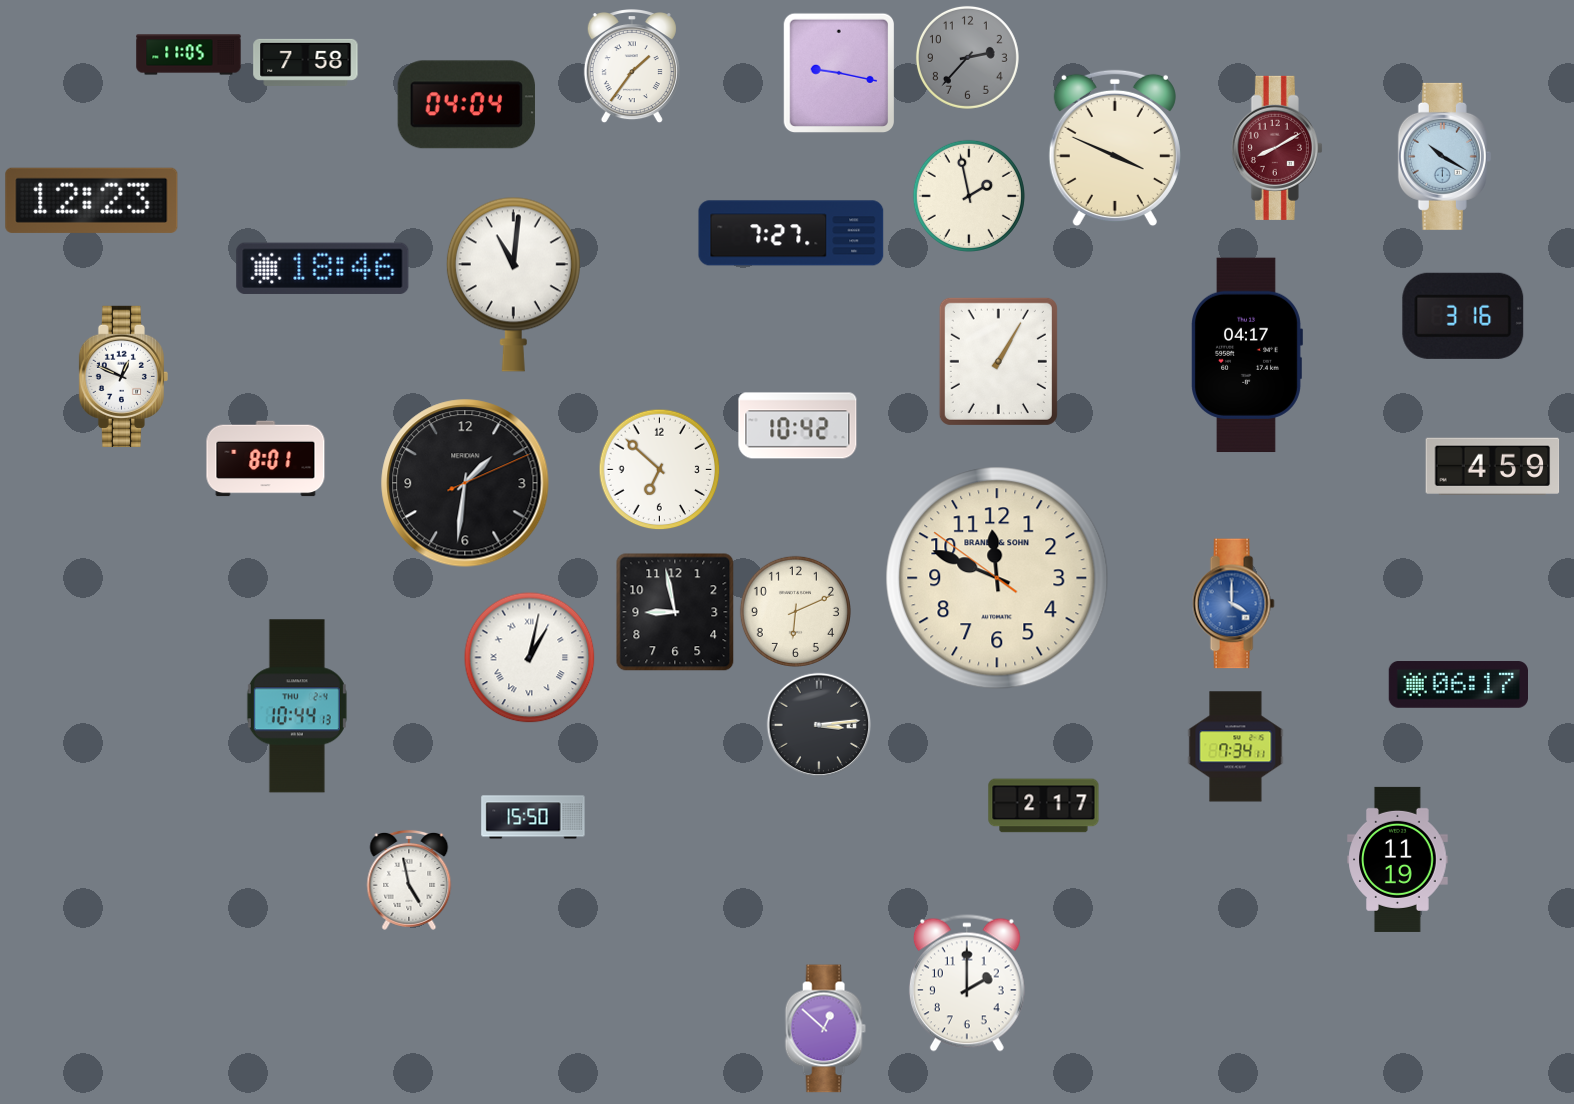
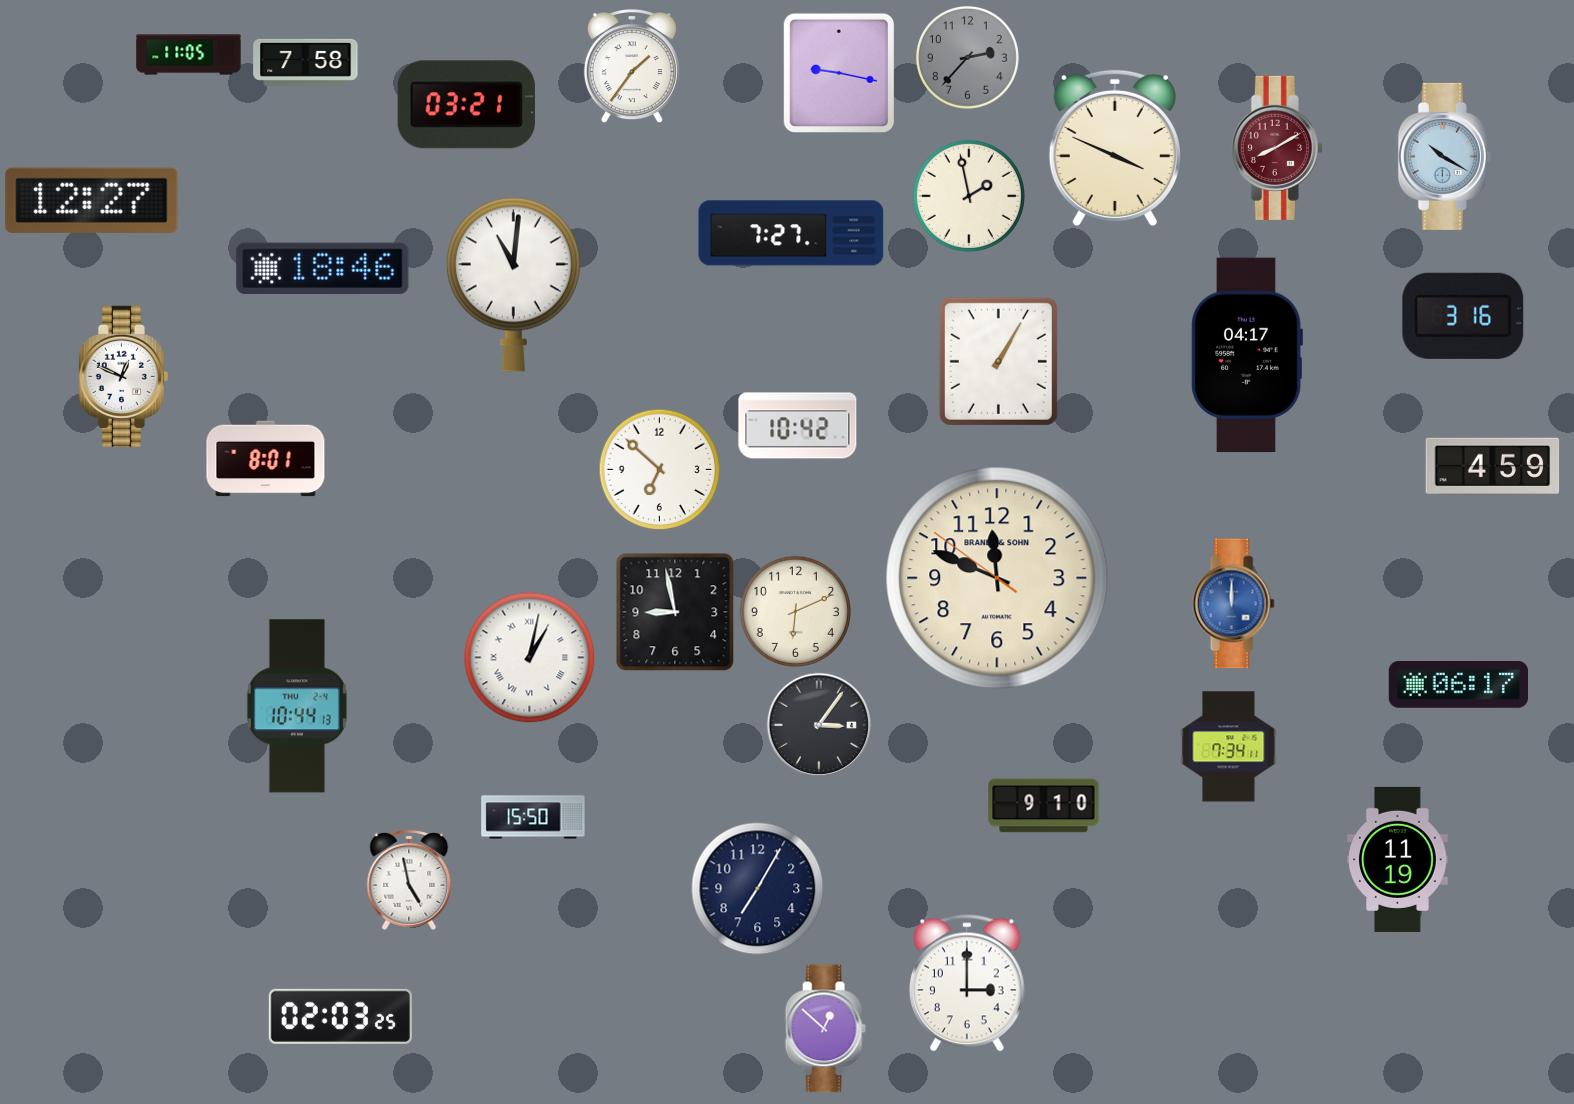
clock at (466, 105): 04:04 -> 03:21
clock at (92, 200): 12:23 -> 12:27
clock at (465, 483): 1:31 -> none
clock at (1233, 604): 4:00 -> 12:00
clock at (818, 724): 3:14 -> 3:06
clock at (1236, 747) position: (1236, 747) -> (1229, 747)
clock at (1044, 806): 2:17 -> 9:10
clock at (758, 889): none -> 7:05
clock at (967, 983): 2:00 -> 3:00
clock at (340, 1016): none -> 02:03
